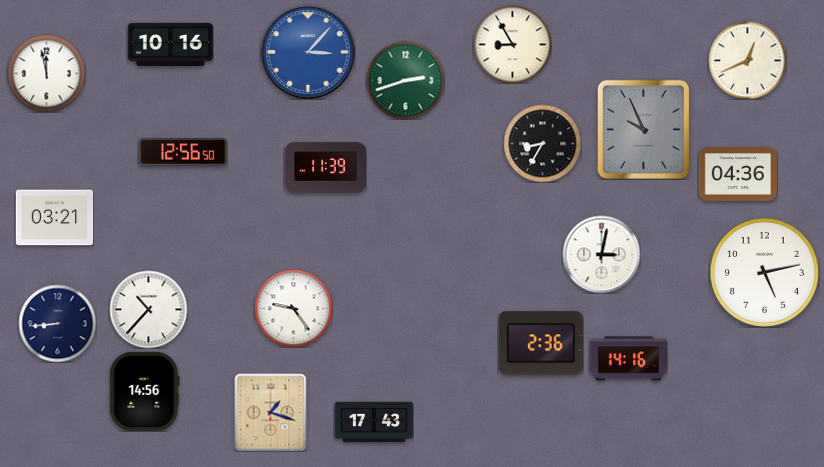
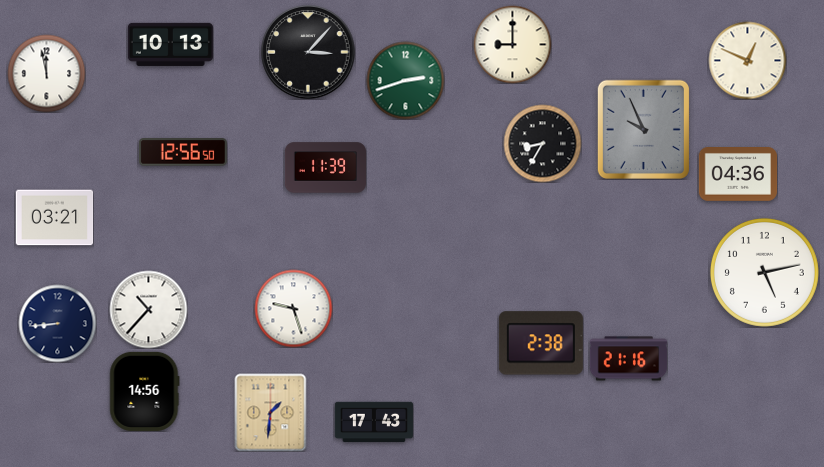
clock at (170, 44): 10:16 -> 10:13
clock at (512, 44): 8:55 -> 9:00
clock at (308, 52) dial: blue -> black
clock at (747, 60): 12:41 -> 12:49
clock at (601, 254): 3:02 -> none
clock at (293, 308): 9:24 -> 9:27
clock at (541, 343): 2:36 -> 2:38
clock at (628, 359): 14:16 -> 21:16
clock at (271, 412): 1:18 -> 1:31
